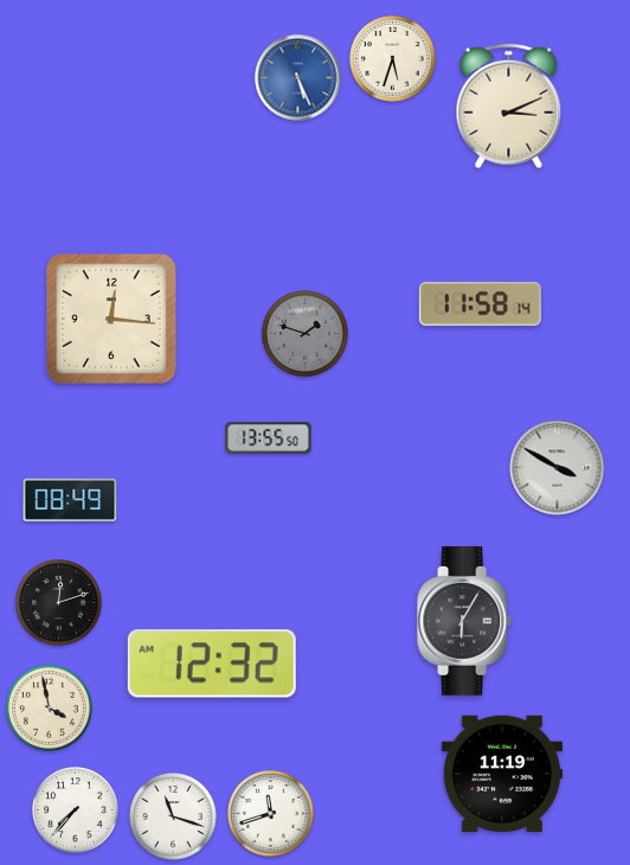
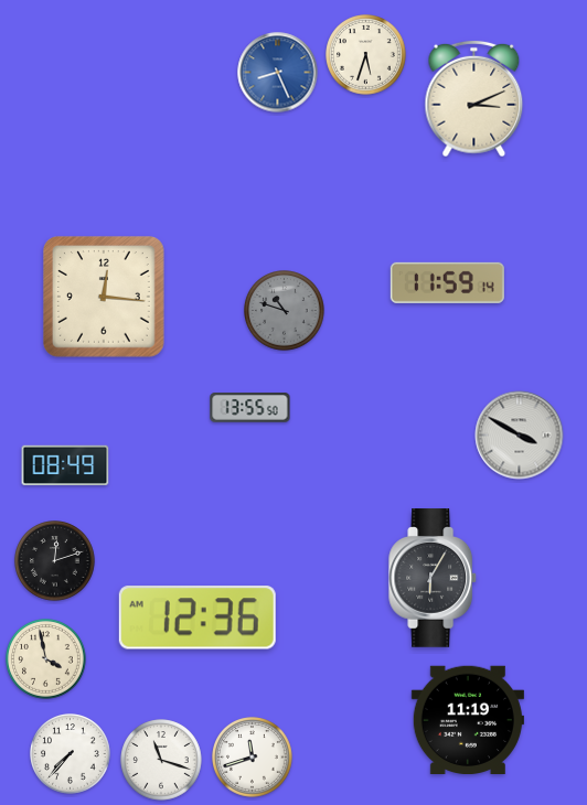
clock at (298, 78): 5:26 -> 8:26
clock at (480, 303): 11:58 -> 11:59
clock at (306, 334): 1:48 -> 10:48
clock at (212, 664): 12:32 -> 12:36
